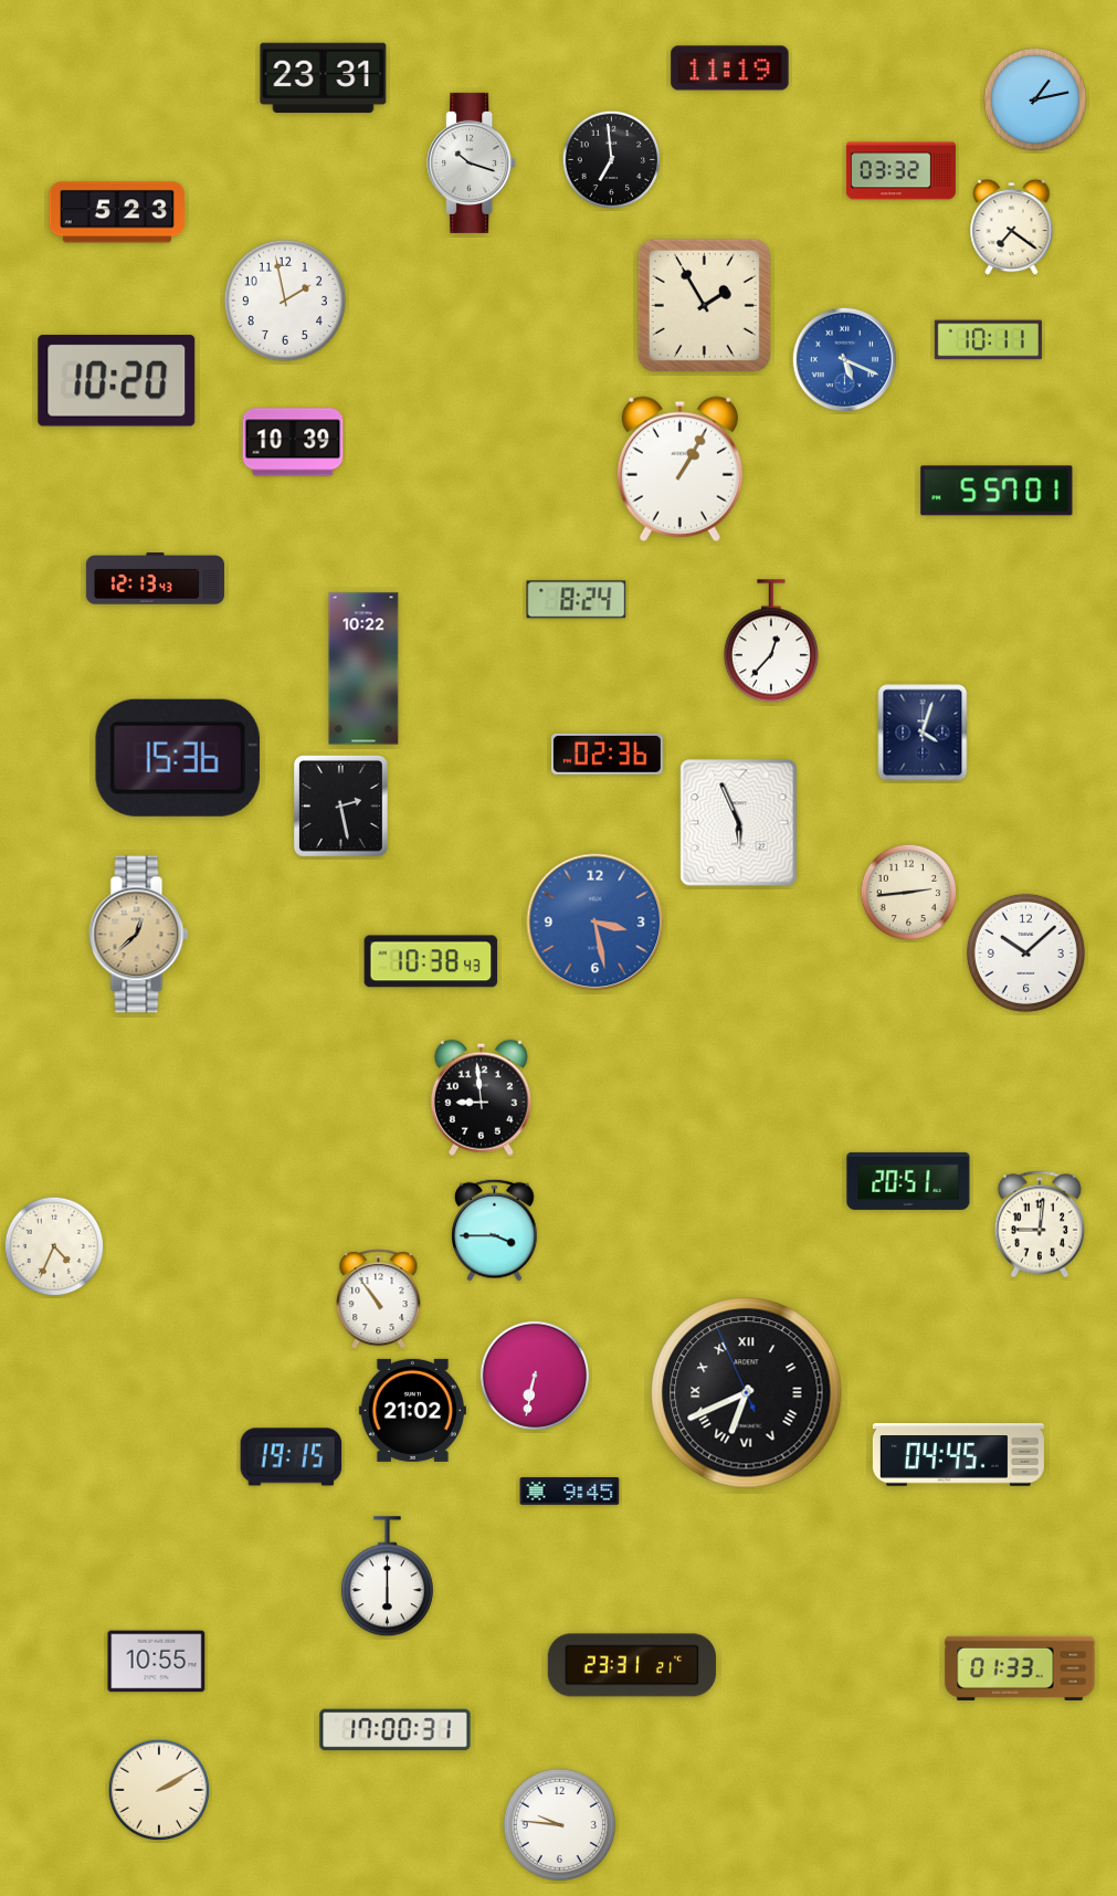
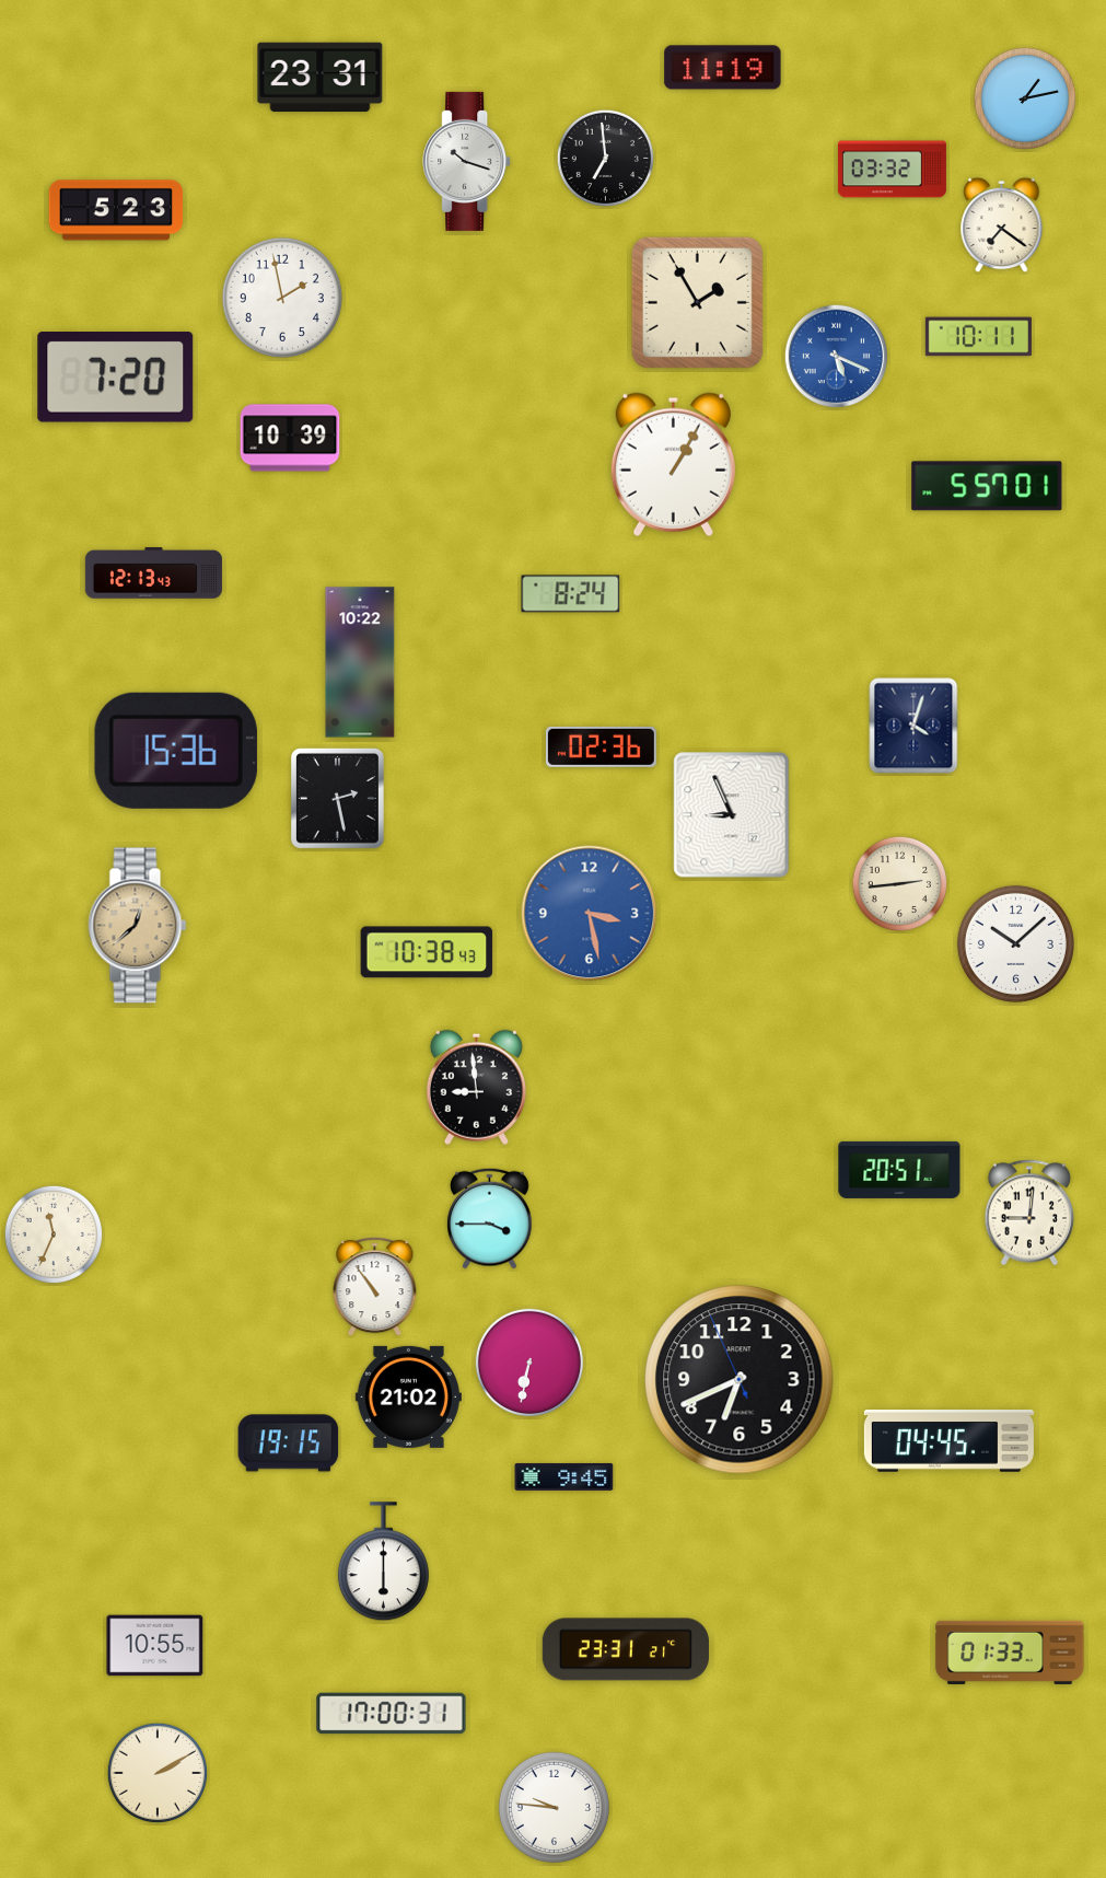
clock at (117, 381): 10:20 -> 7:20
clock at (771, 642): 12:37 -> none
clock at (739, 823): 5:56 -> 8:56
clock at (53, 1245): 4:34 -> 11:34
clock at (747, 1393) numerals: Roman -> Arabic
